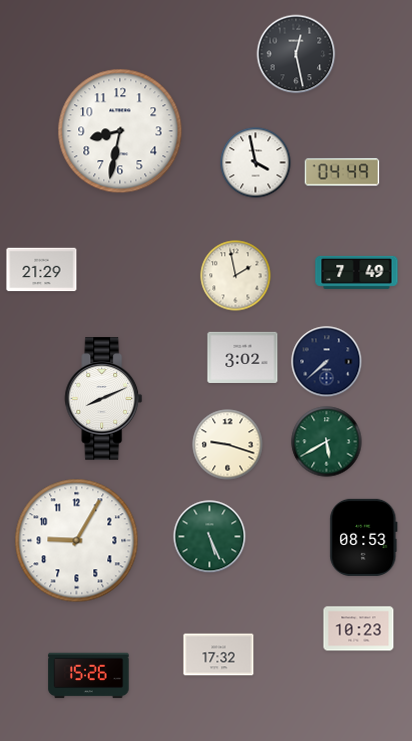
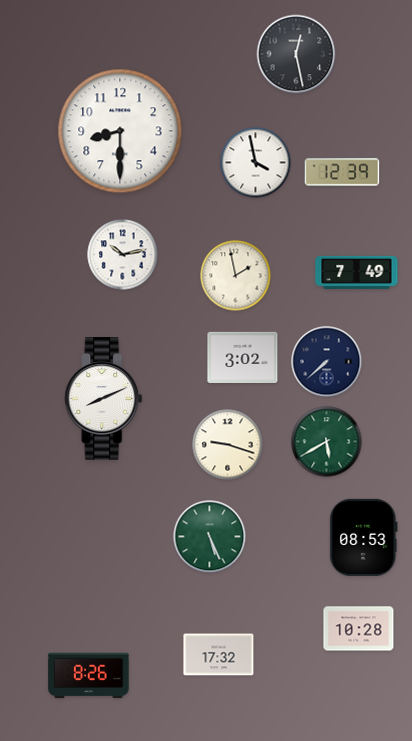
clock at (120, 131): 8:32 -> 8:30
clock at (342, 172): 04:49 -> 12:39
clock at (123, 255): none -> 10:13
clock at (42, 270): 21:29 -> none
clock at (77, 541): 9:05 -> none
clock at (359, 629): 10:23 -> 10:28
clock at (89, 676): 15:26 -> 8:26
